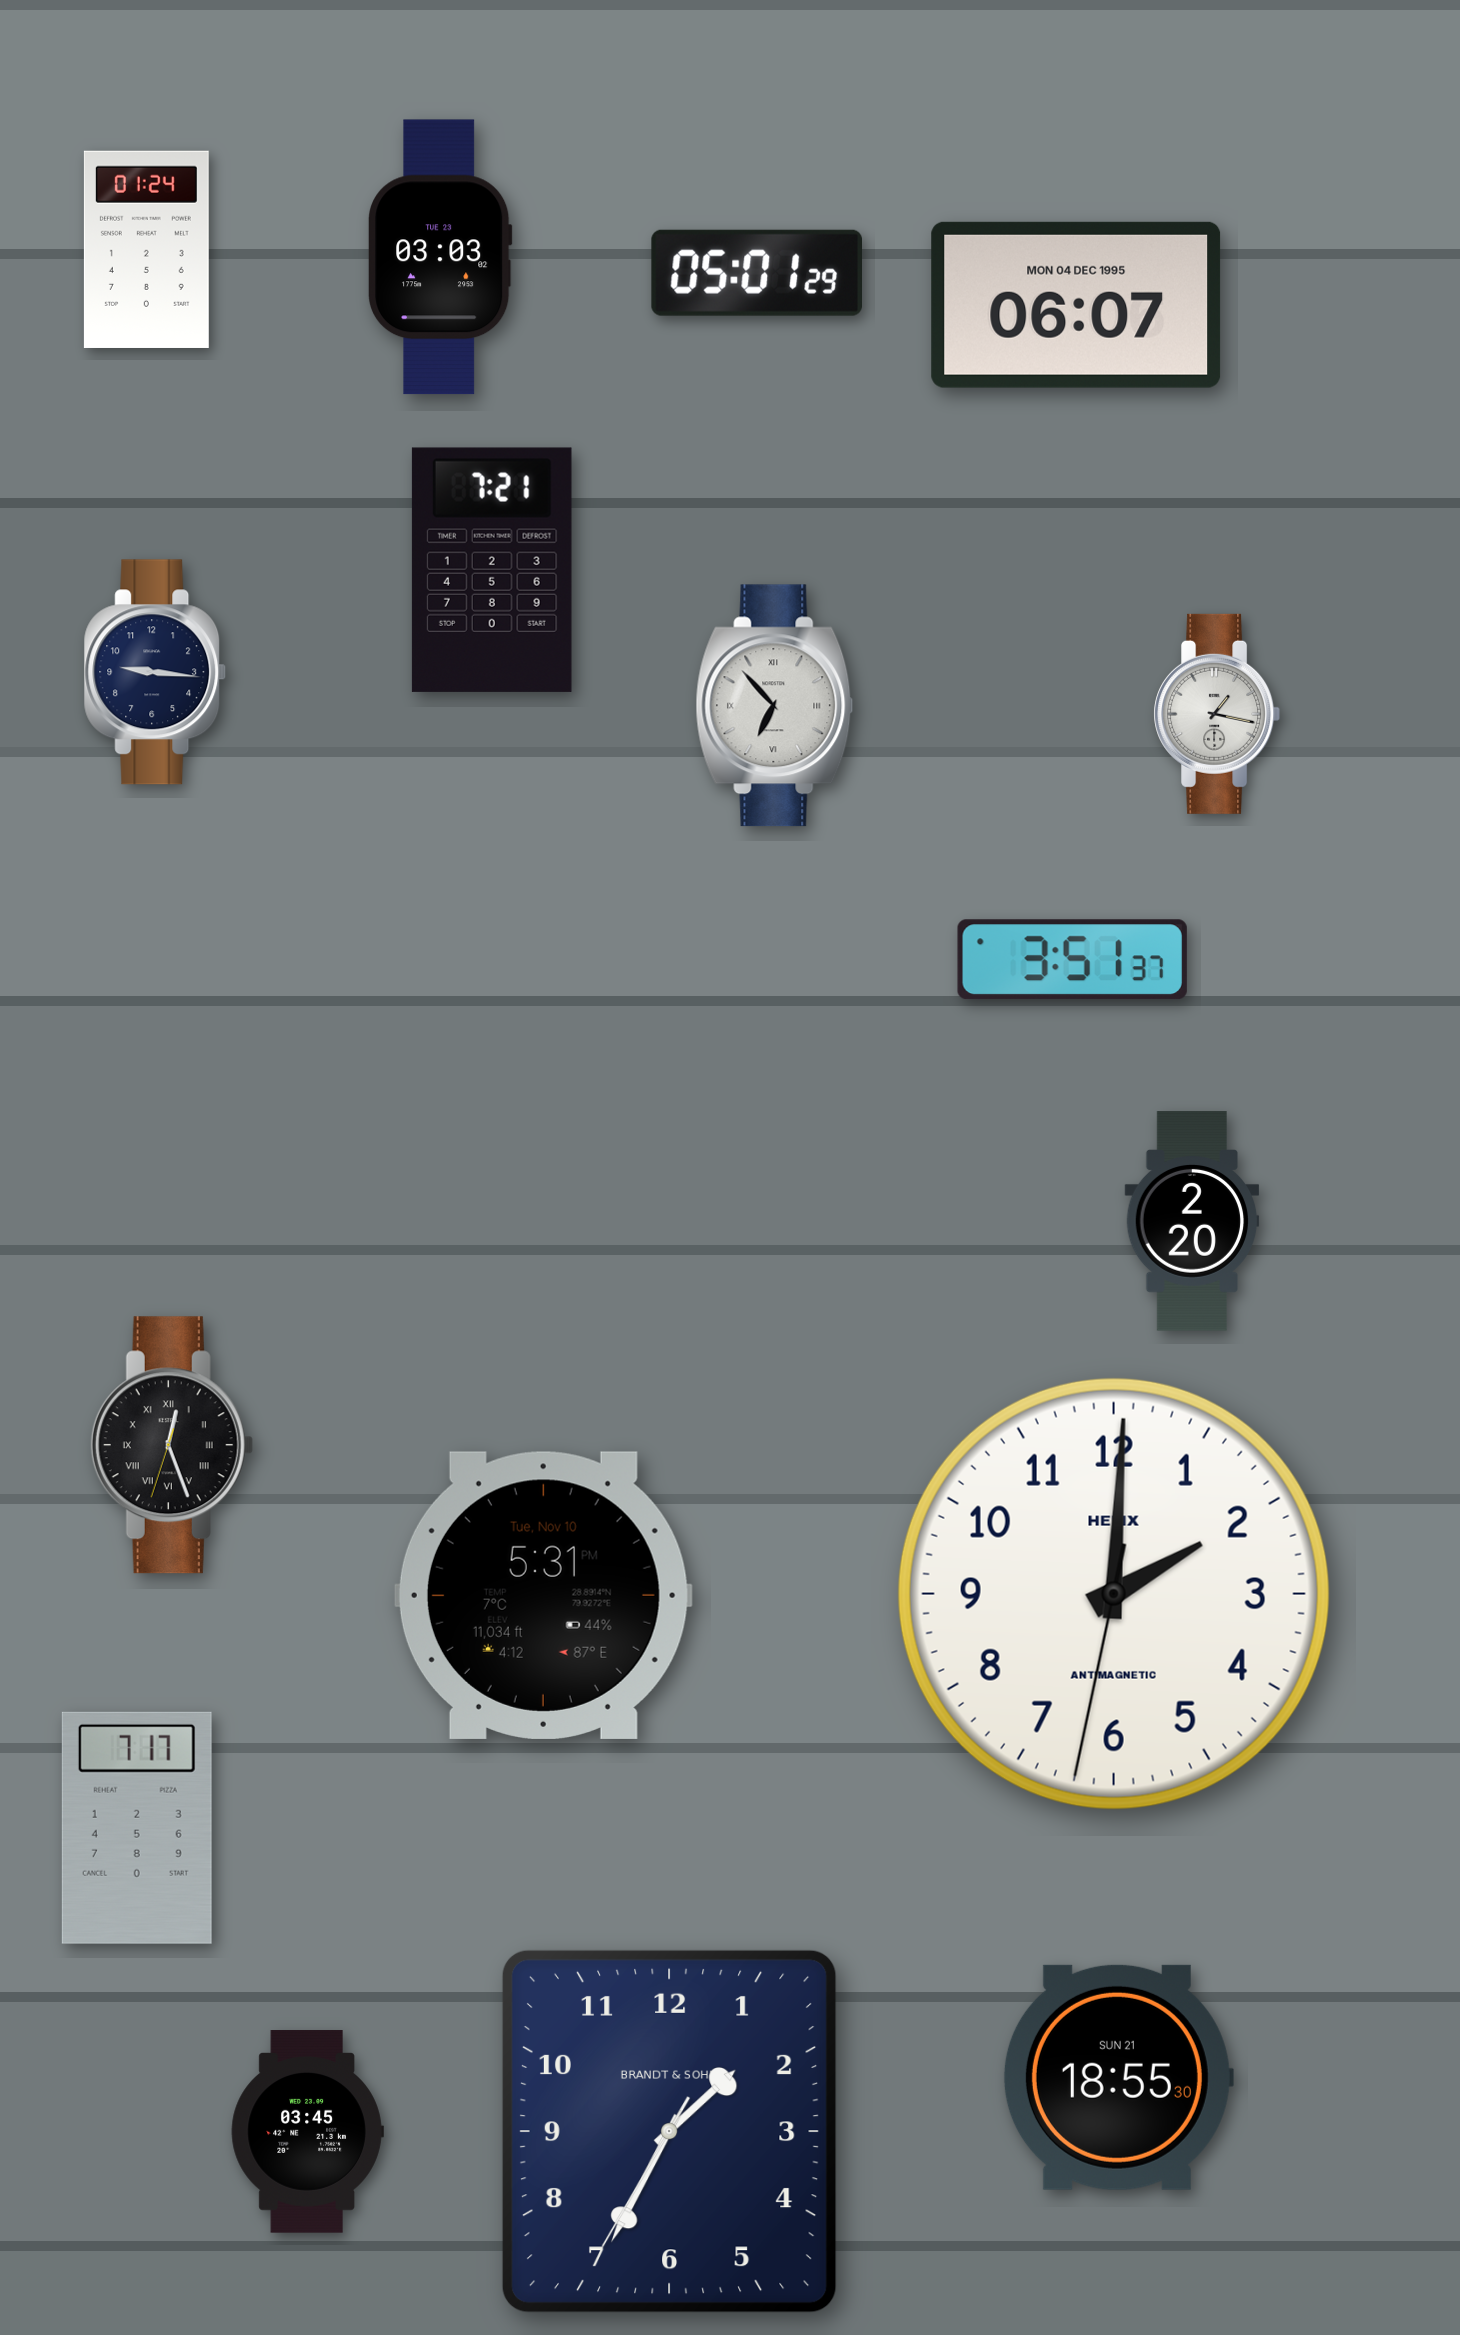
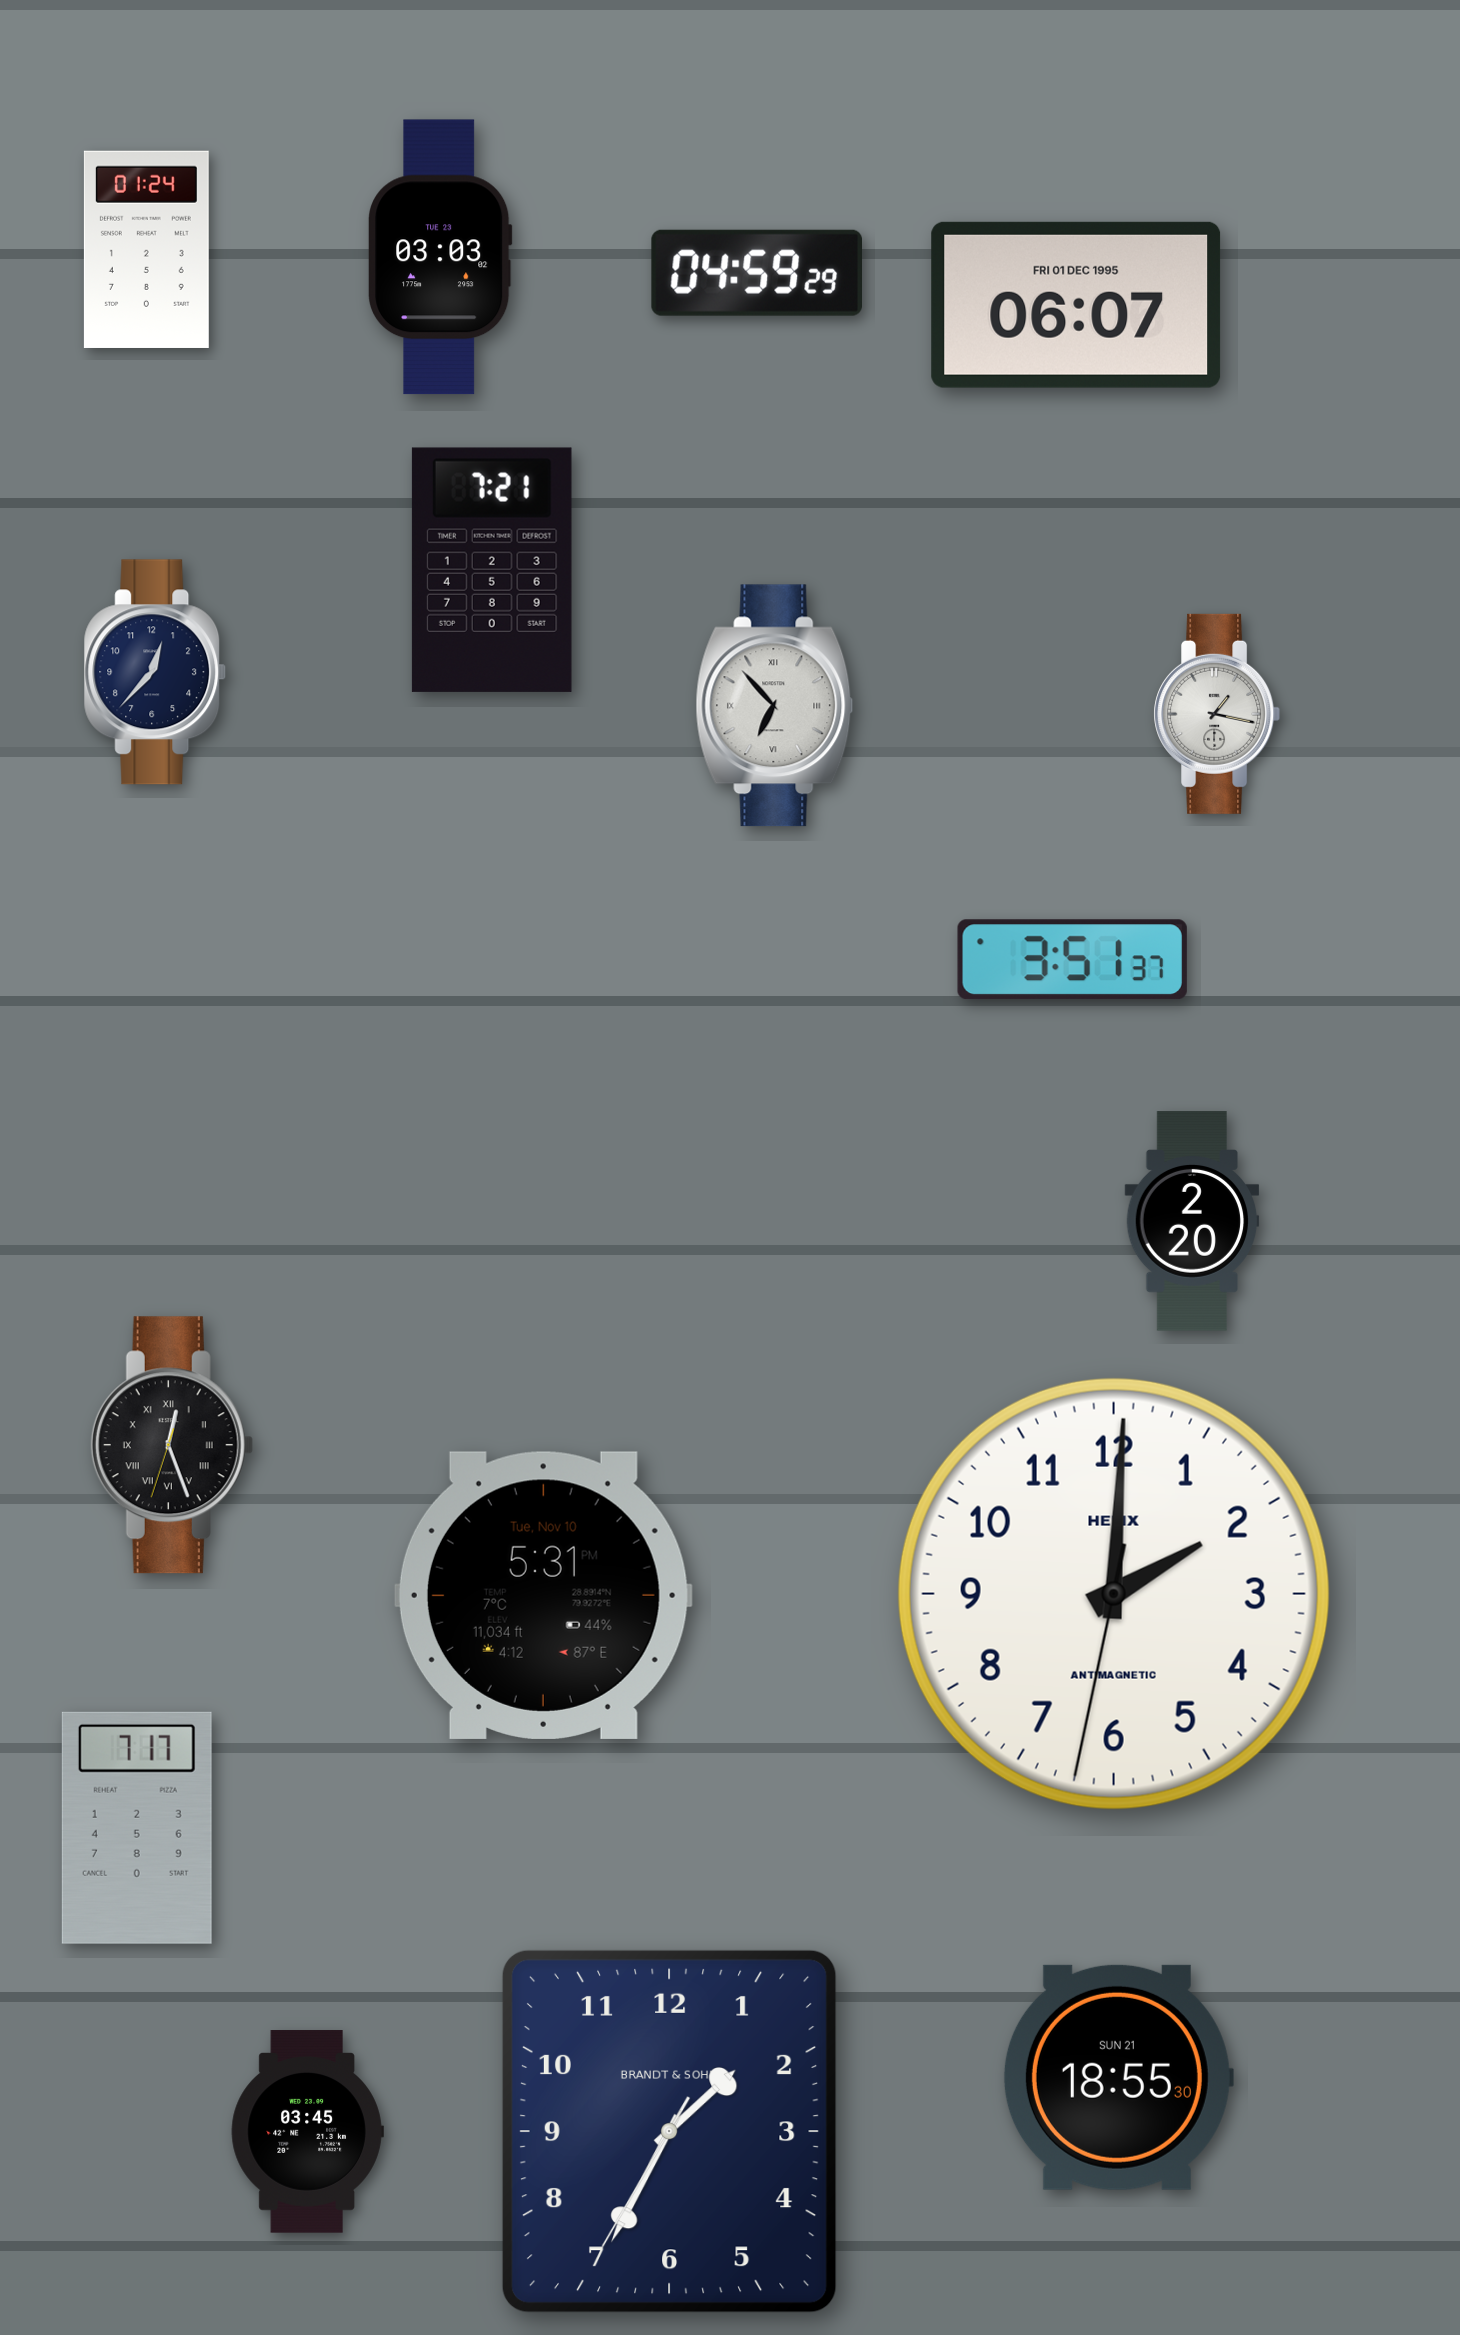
clock at (756, 273): 05:01 -> 04:59
clock at (1076, 305) date: MON 04 DEC 1995 -> FRI 01 DEC 1995
clock at (155, 672): 9:16 -> 12:37
